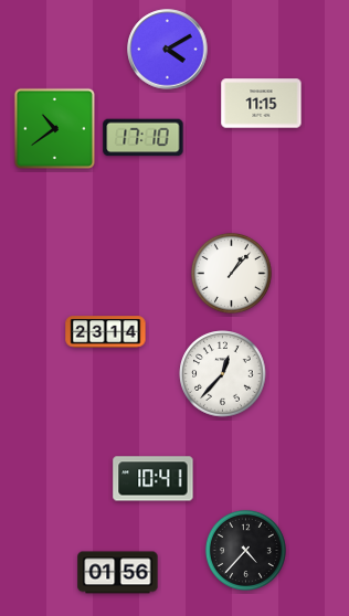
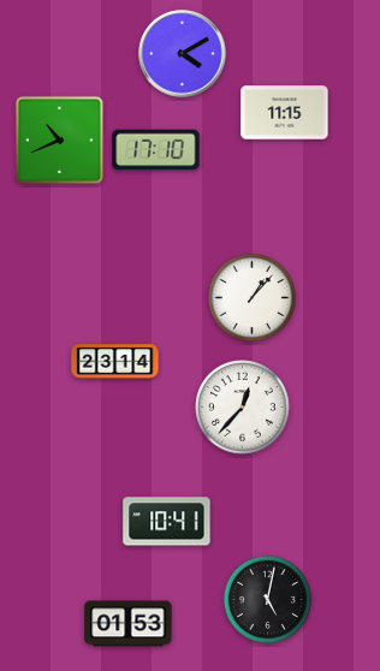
clock at (54, 128): 10:39 -> 10:41
clock at (245, 550): 4:37 -> 5:02
clock at (118, 573): 01:56 -> 01:53
